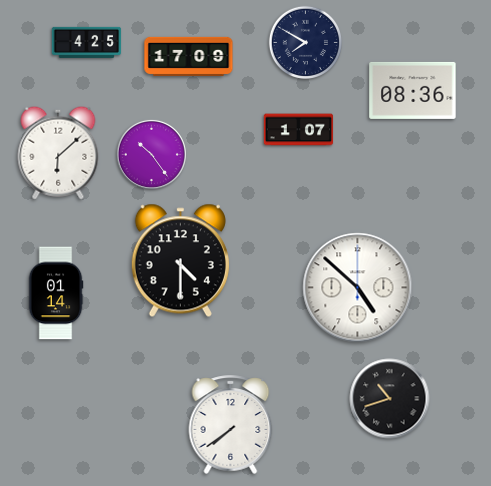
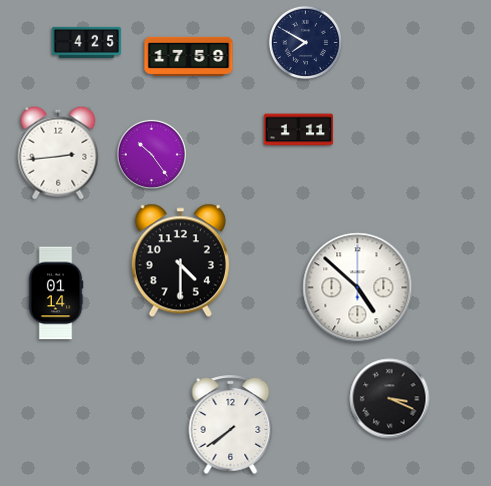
clock at (189, 56): 17:09 -> 17:59
clock at (413, 90): 08:36 -> none
clock at (299, 130): 1:07 -> 1:11
clock at (58, 153): 6:08 -> 2:44
clock at (390, 399): 10:42 -> 3:19
